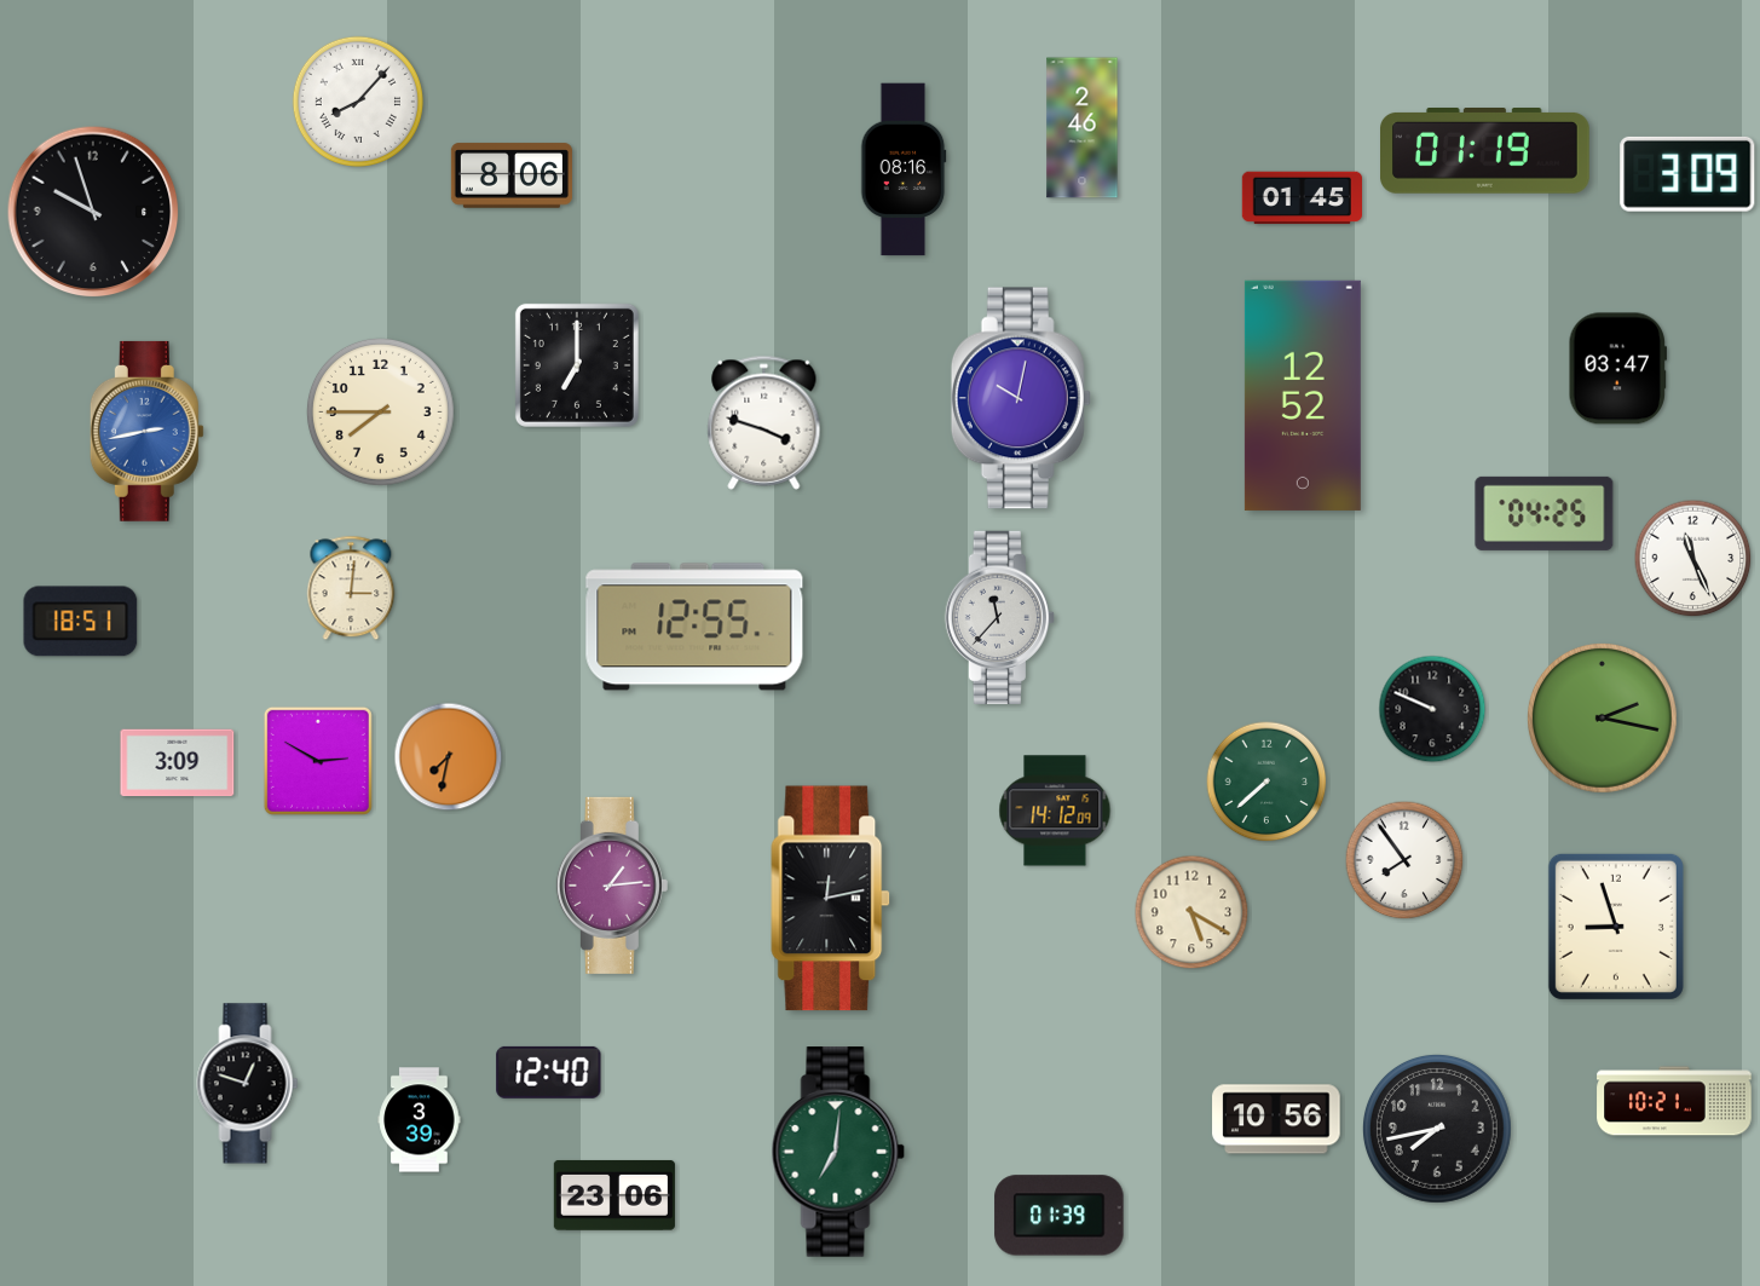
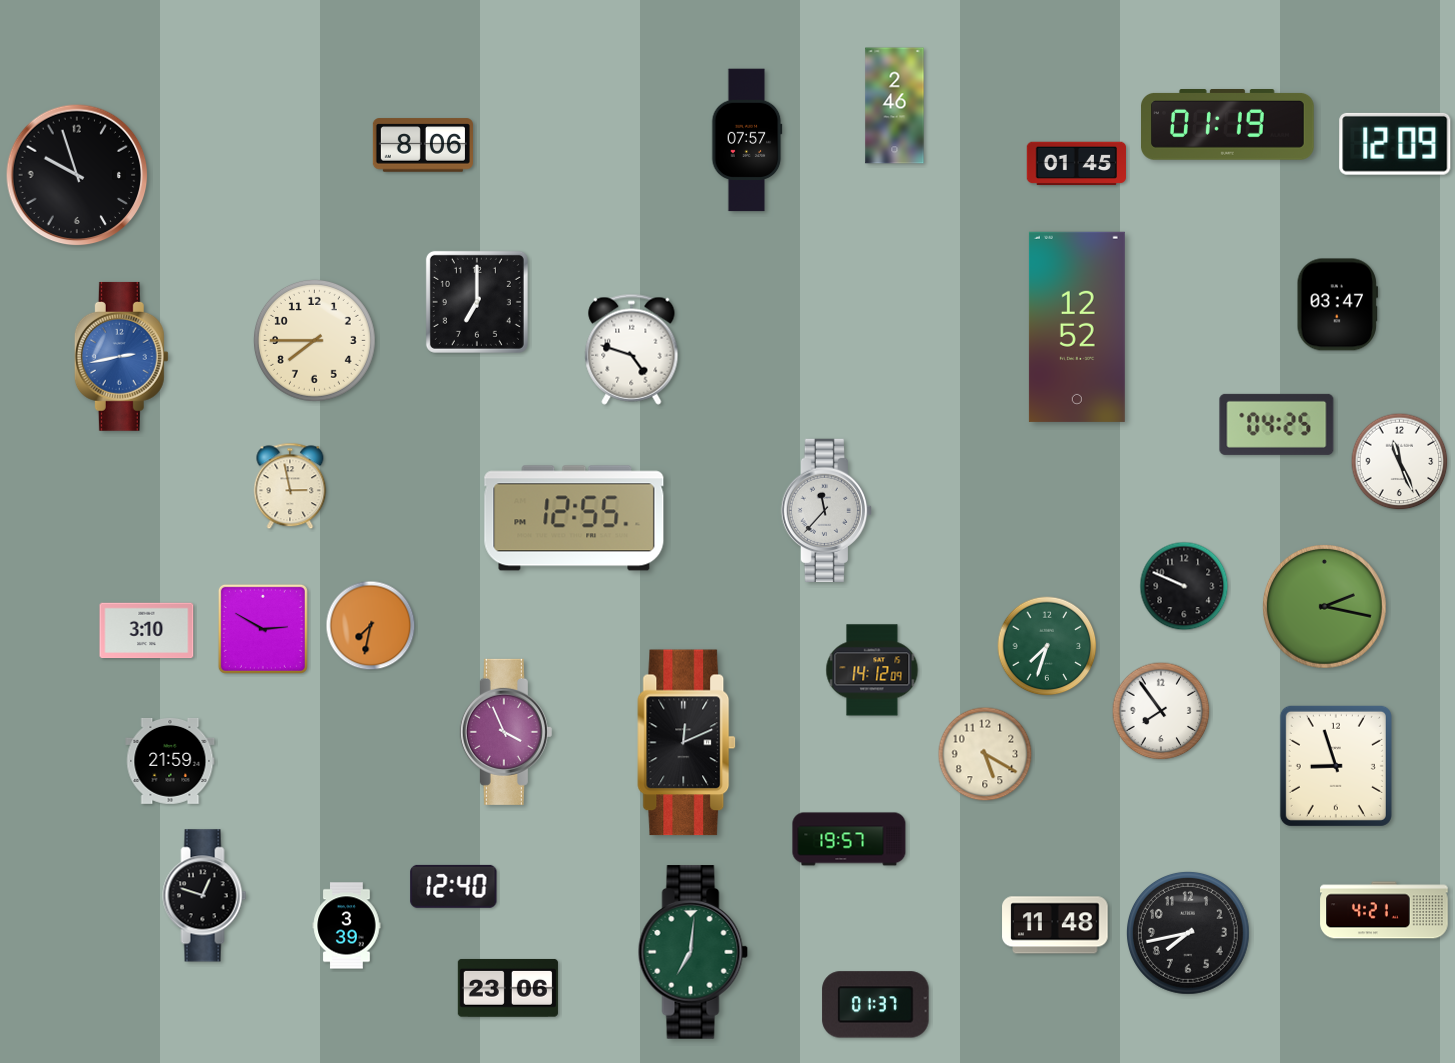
clock at (358, 102): 8:07 -> none
clock at (904, 169): 08:16 -> 07:57
clock at (1687, 174): 3:09 -> 12:09
clock at (1021, 398): 10:02 -> none
clock at (764, 422): 3:48 -> 4:48
clock at (351, 588): 3:01 -> 2:58
clock at (81, 622): 18:51 -> none
clock at (1603, 719) position: (1603, 719) -> (1325, 607)
clock at (178, 763): 3:09 -> 3:10
clock at (1266, 782): 7:38 -> 7:33
clock at (612, 886): 1:14 -> 3:56
clock at (831, 899): 12:13 -> 12:11
clock at (170, 761): none -> 21:59
clock at (849, 839): none -> 19:57
clock at (1674, 1101): 10:21 -> 4:21
clock at (1276, 1119): 10:56 -> 11:48
clock at (1060, 1216): 01:39 -> 01:37
